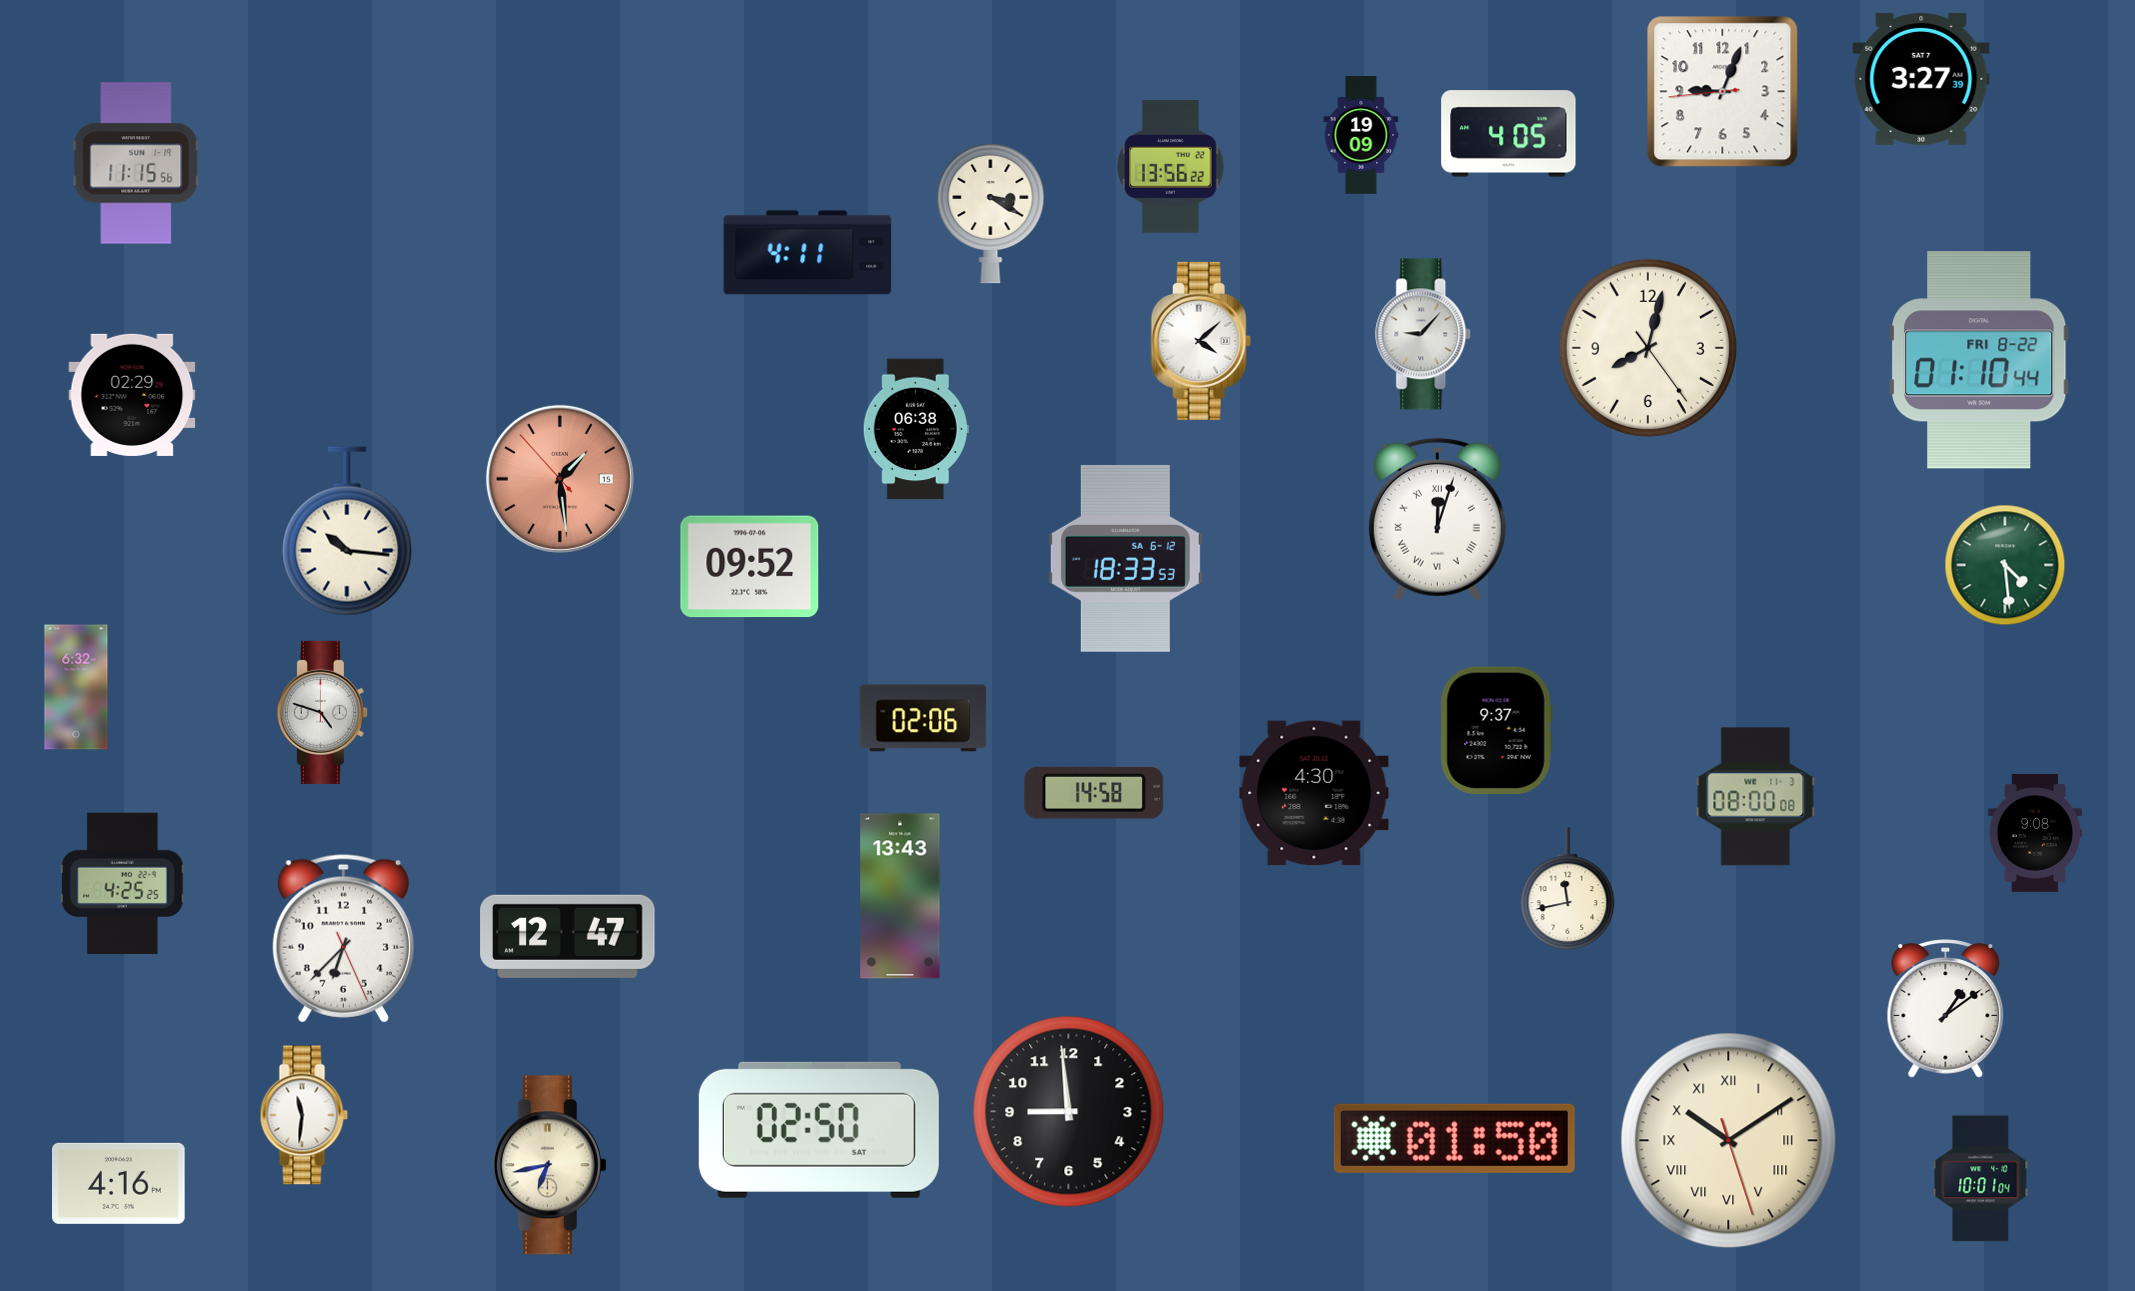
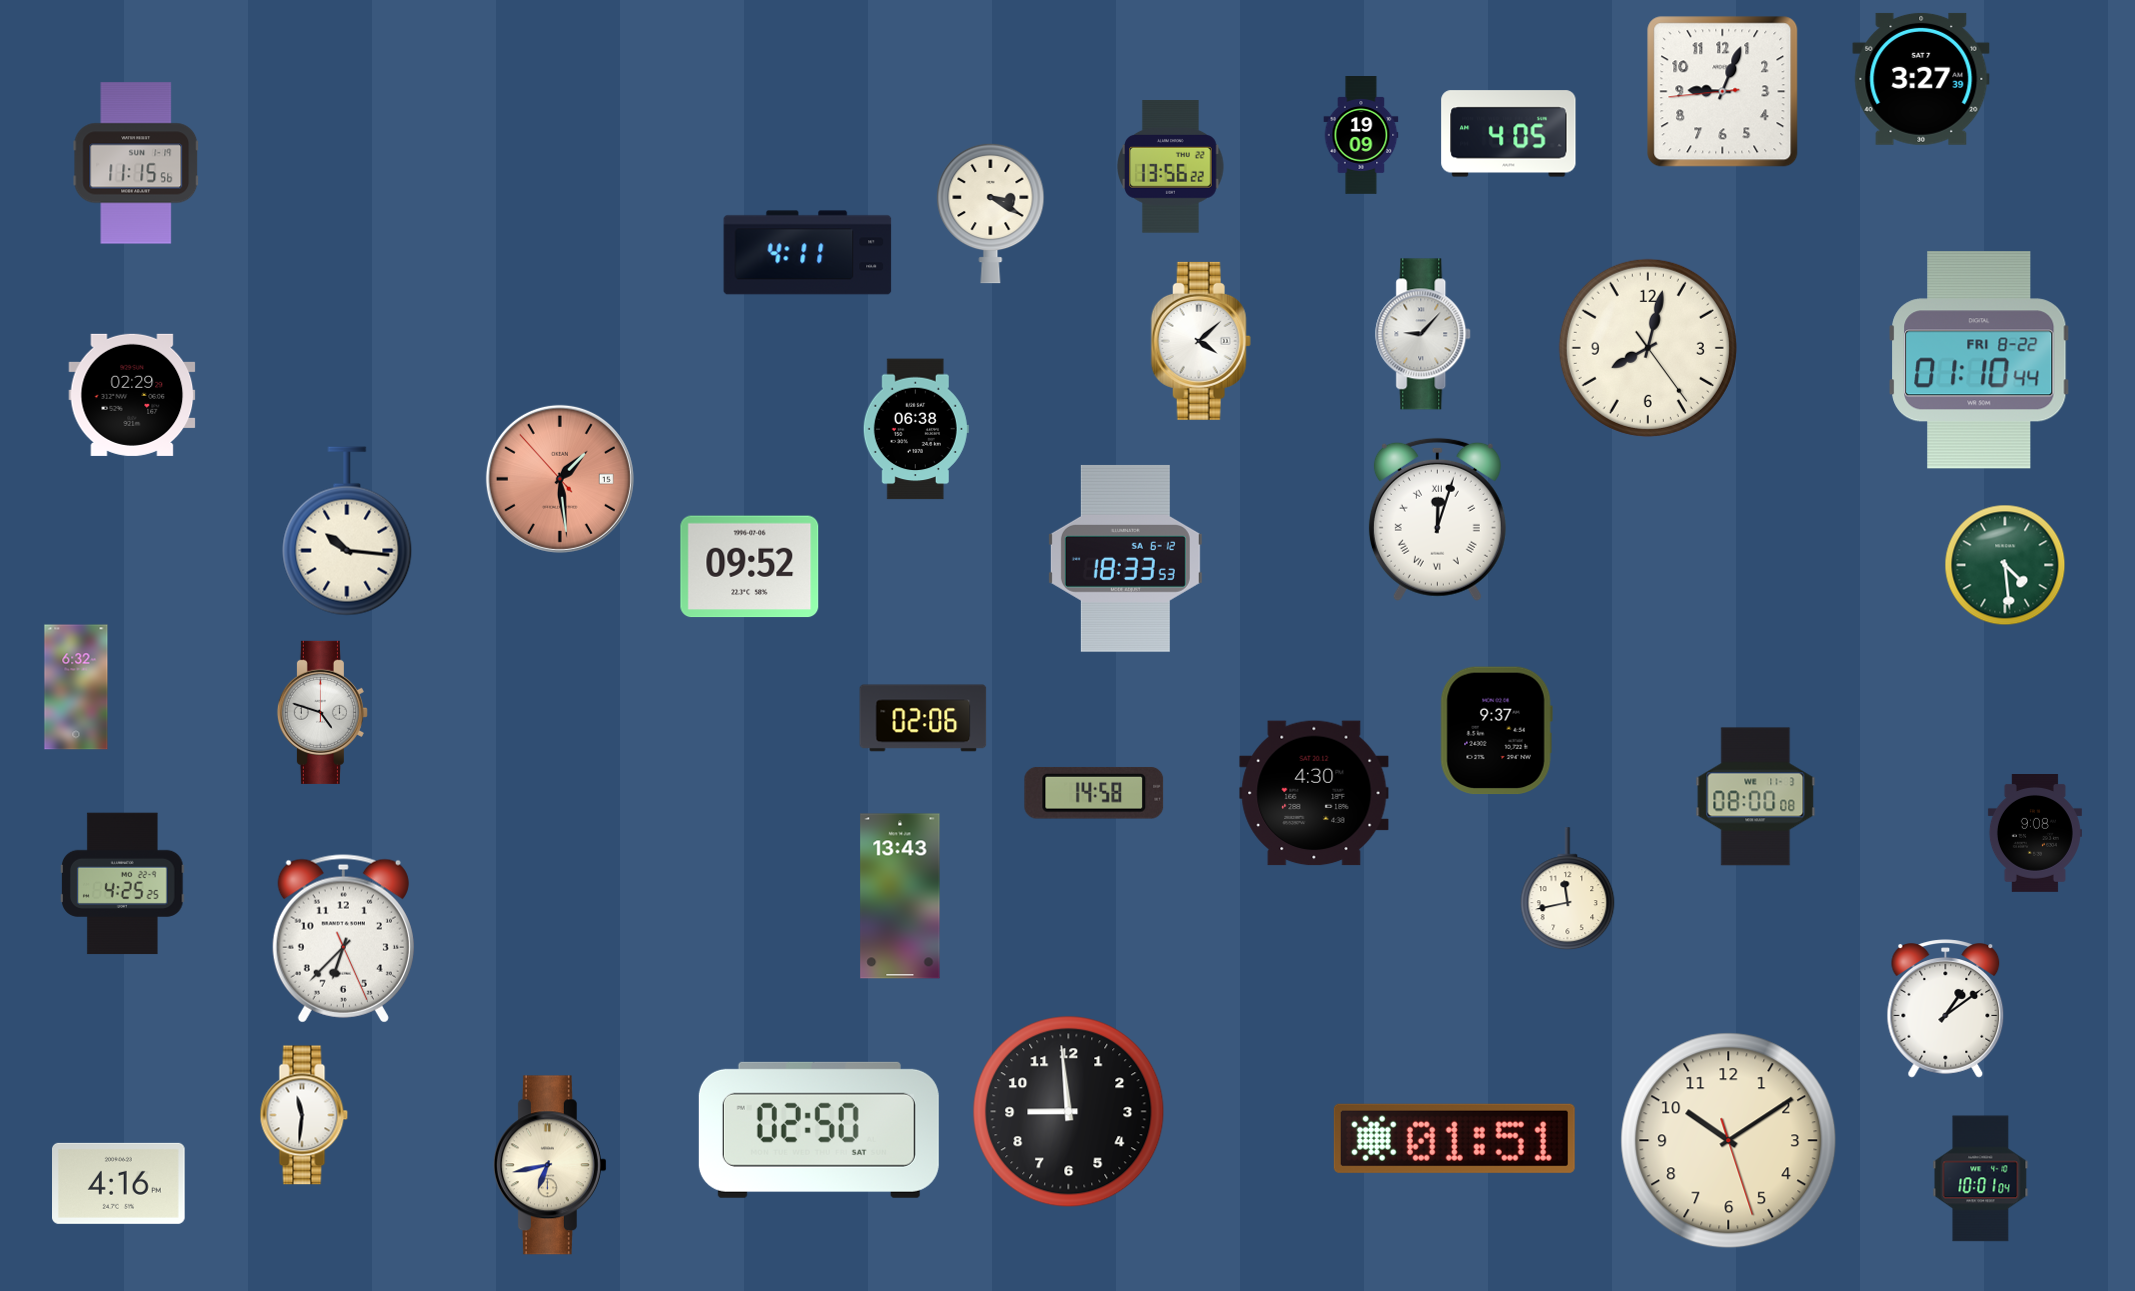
clock at (568, 936): 12:47 -> none
clock at (1454, 1138): 01:50 -> 01:51
clock at (1729, 1141) numerals: Roman -> Arabic
